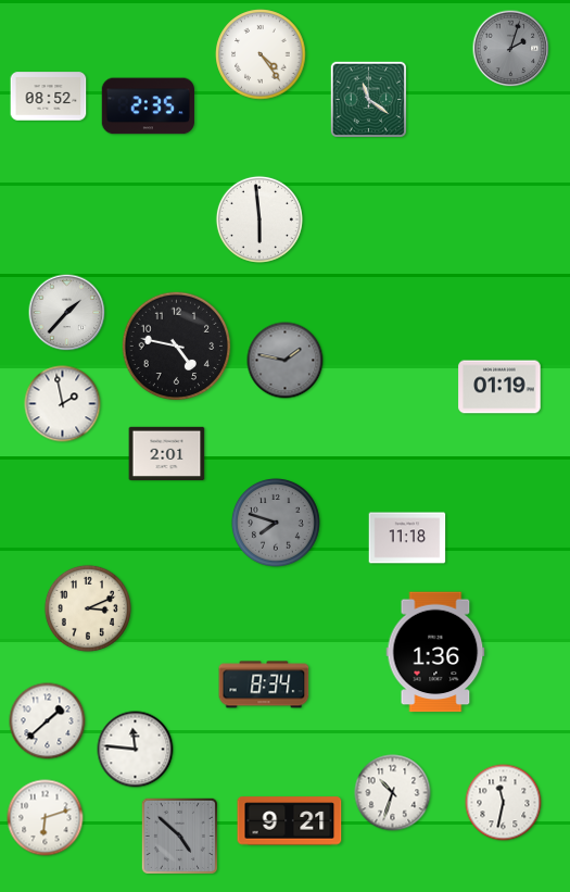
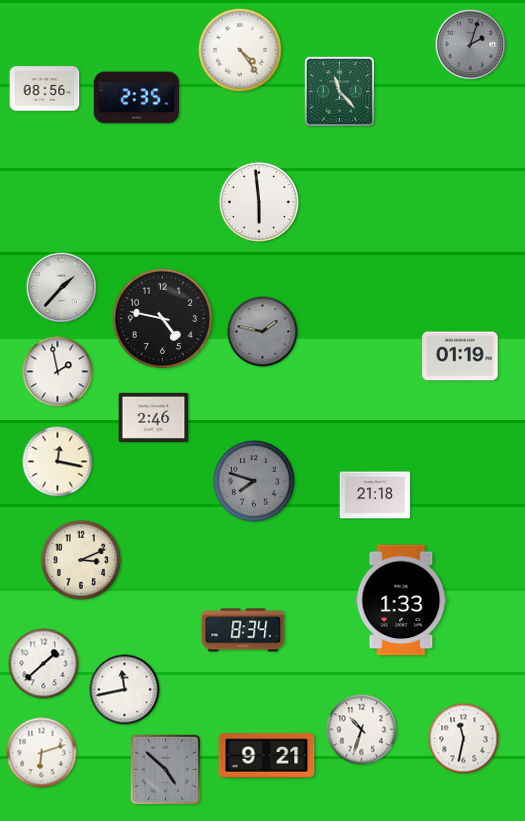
clock at (49, 97): 08:52 -> 08:56
clock at (368, 99): 11:21 -> 11:23
clock at (259, 219) position: (259, 219) -> (259, 202)
clock at (167, 453): 2:01 -> 2:46
clock at (58, 462): none -> 12:17
clock at (407, 538): 11:18 -> 21:18
clock at (435, 652): 1:36 -> 1:33
clock at (136, 750): 11:46 -> 11:43
